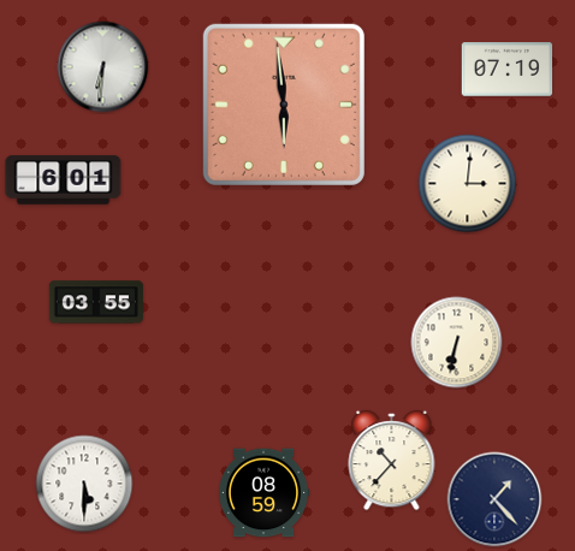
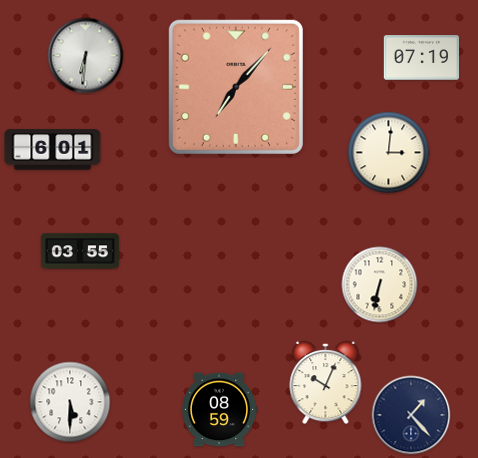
clock at (284, 105): 5:59 -> 7:07
clock at (392, 461): 10:37 -> 10:04
